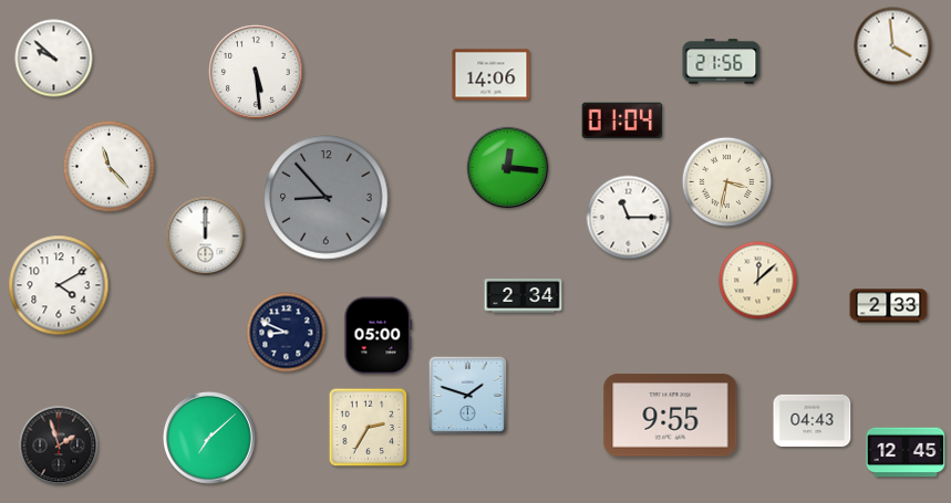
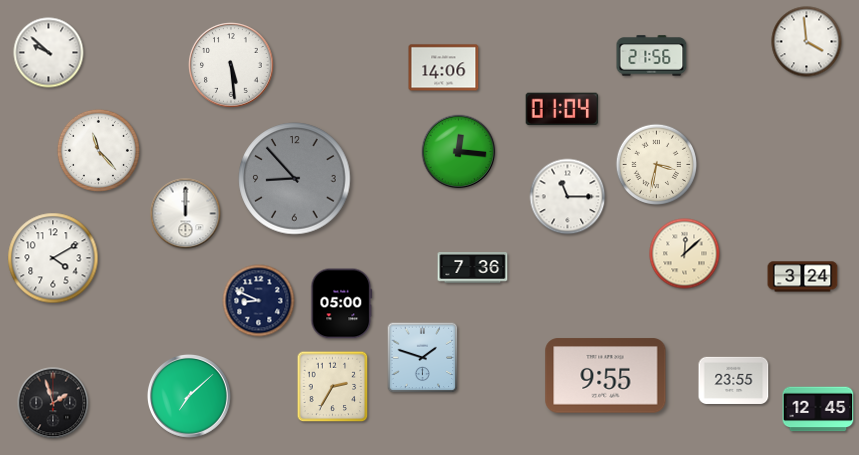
clock at (524, 296): 2:34 -> 7:36
clock at (889, 306): 2:33 -> 3:24
clock at (813, 420): 04:43 -> 23:55
